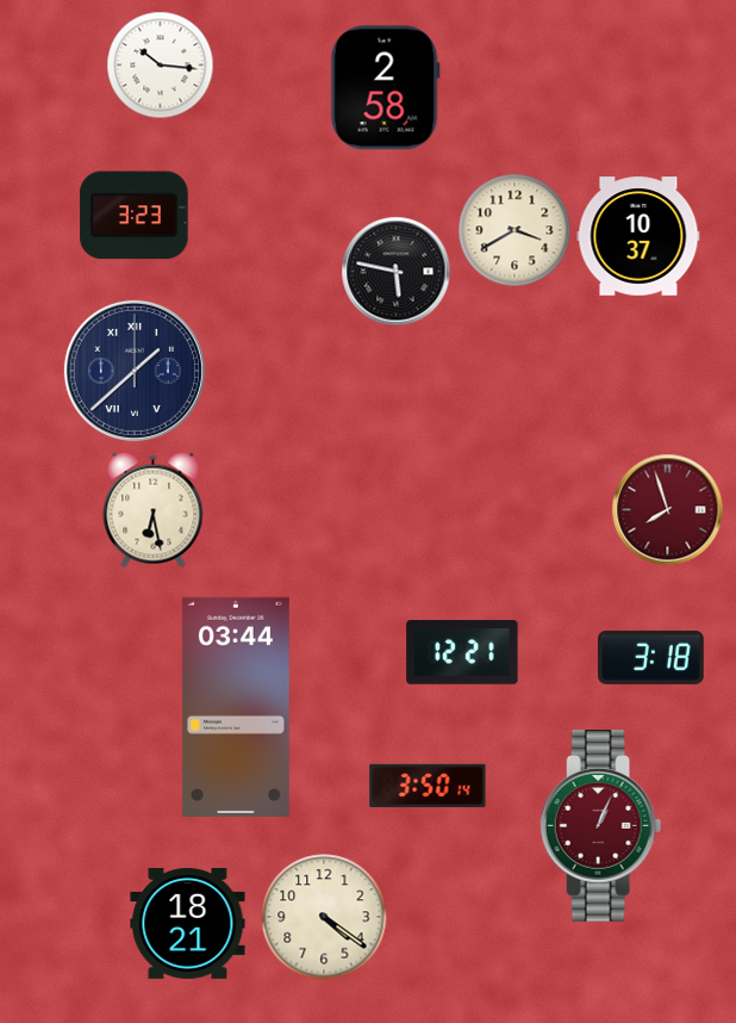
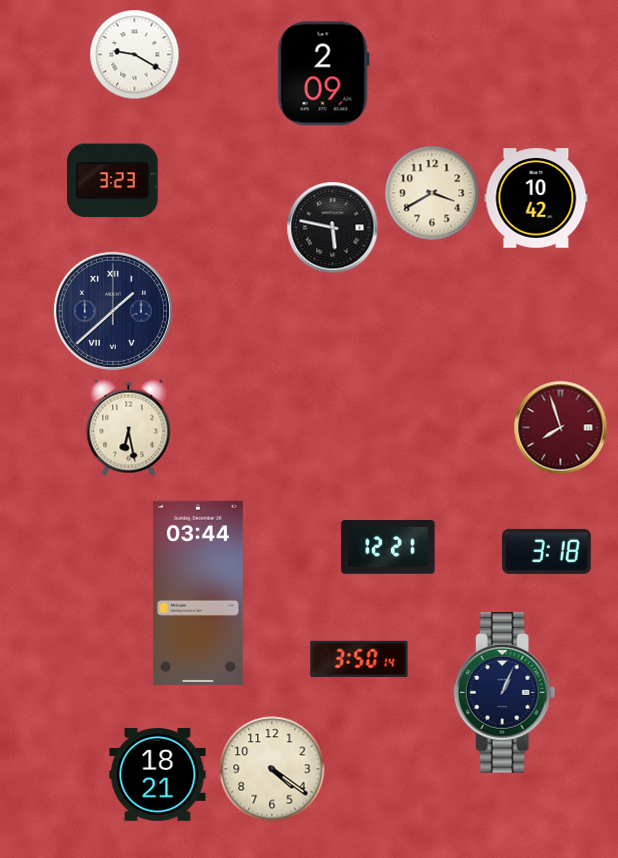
clock at (161, 66): 10:16 -> 9:20
clock at (385, 88): 2:58 -> 2:09
clock at (638, 236): 10:37 -> 10:42
clock at (601, 826) dial: burgundy -> navy
